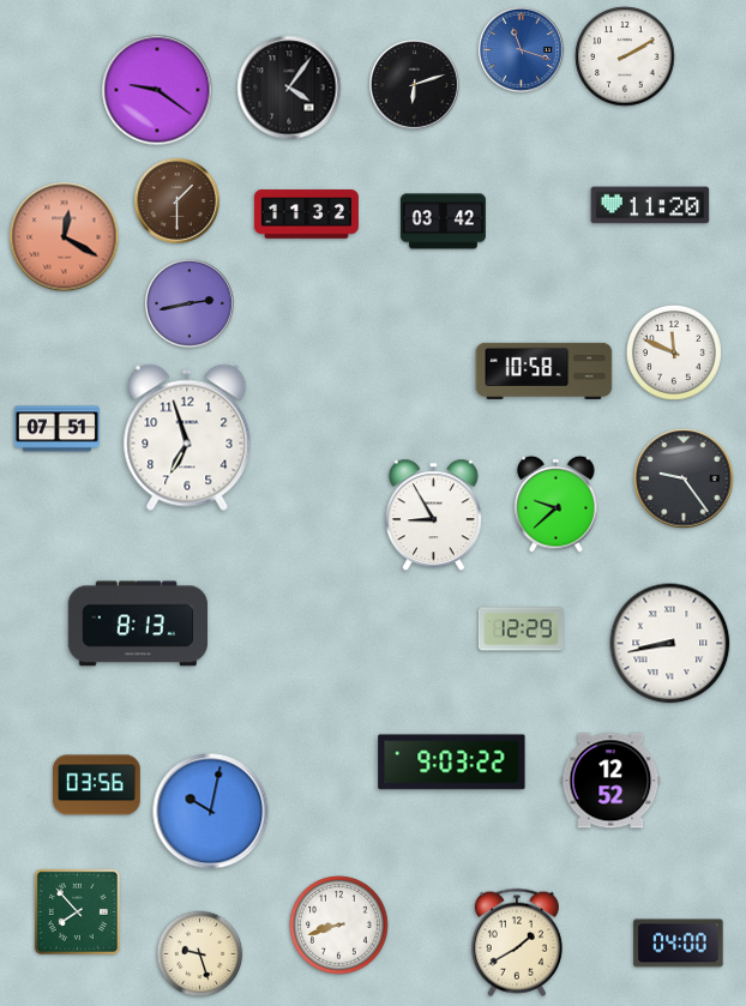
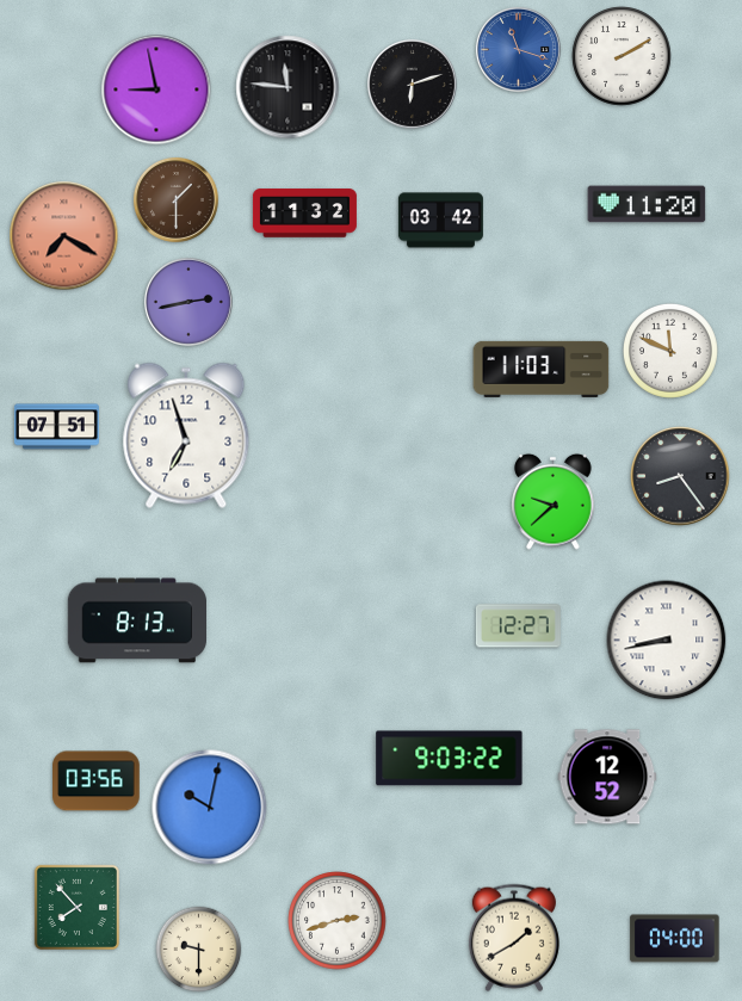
clock at (289, 88): 4:06 -> 11:46
clock at (157, 90): 9:21 -> 8:58
clock at (65, 237): 12:20 -> 7:20
clock at (545, 371): 10:58 -> 11:03
clock at (684, 478): 9:24 -> 8:24
clock at (433, 516): 8:55 -> none
clock at (521, 629): 12:29 -> 12:27
clock at (339, 926): 8:42 -> 2:42
clock at (200, 954): 9:27 -> 9:30
